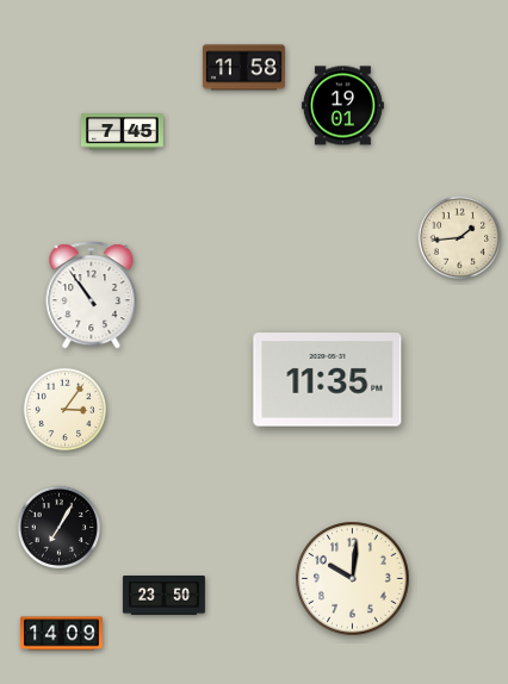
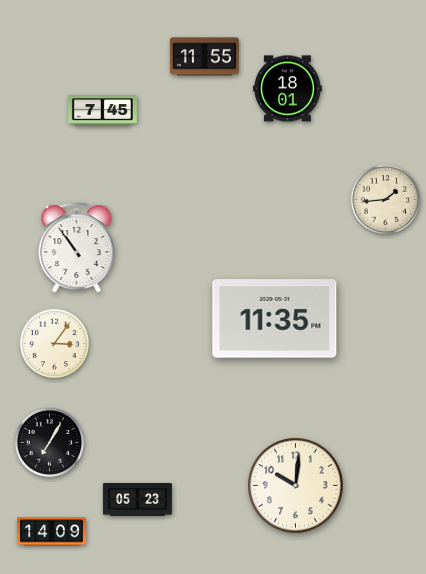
clock at (243, 68): 11:58 -> 11:55
clock at (342, 106): 19:01 -> 18:01
clock at (163, 596): 23:50 -> 05:23
